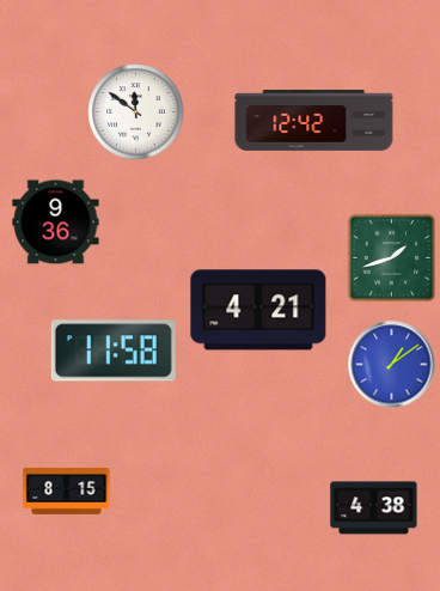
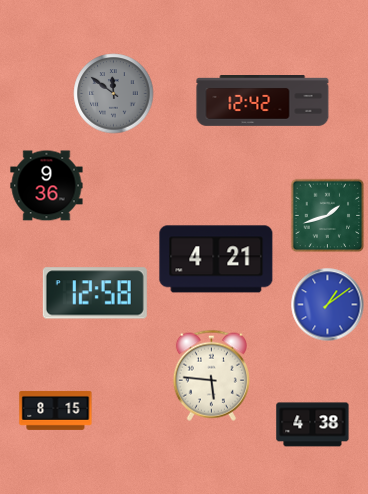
clock at (136, 112) dial: white -> grey
clock at (114, 351): 11:58 -> 12:58
clock at (211, 375): none -> 5:46
